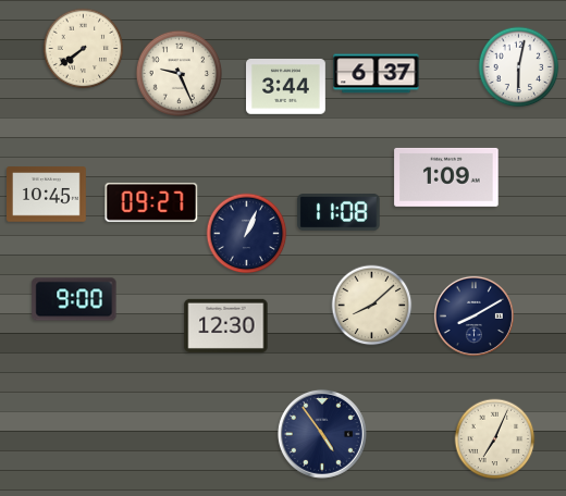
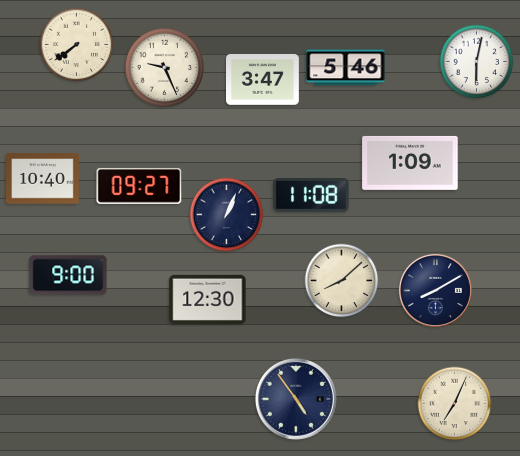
clock at (377, 74): 6:37 -> 5:46
clock at (286, 87): 3:44 -> 3:47
clock at (47, 195): 10:45 -> 10:40
